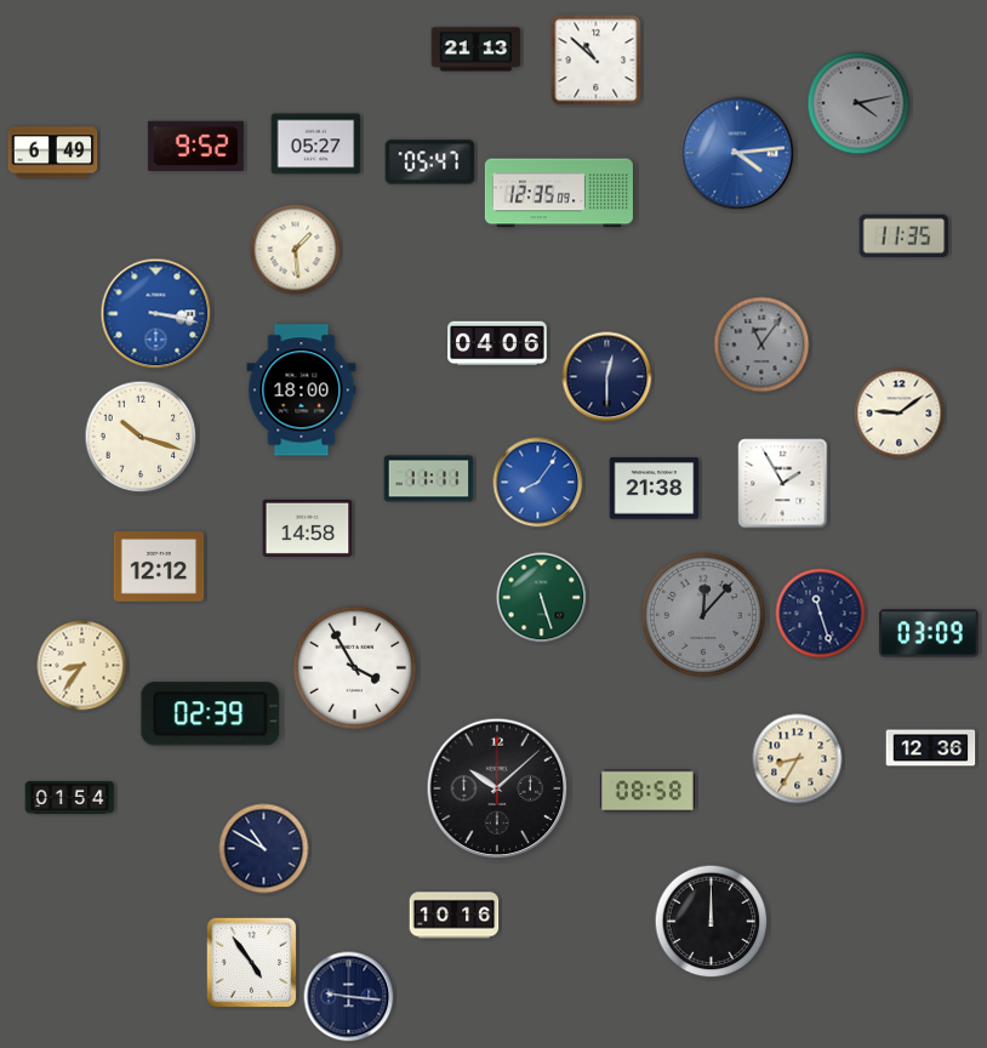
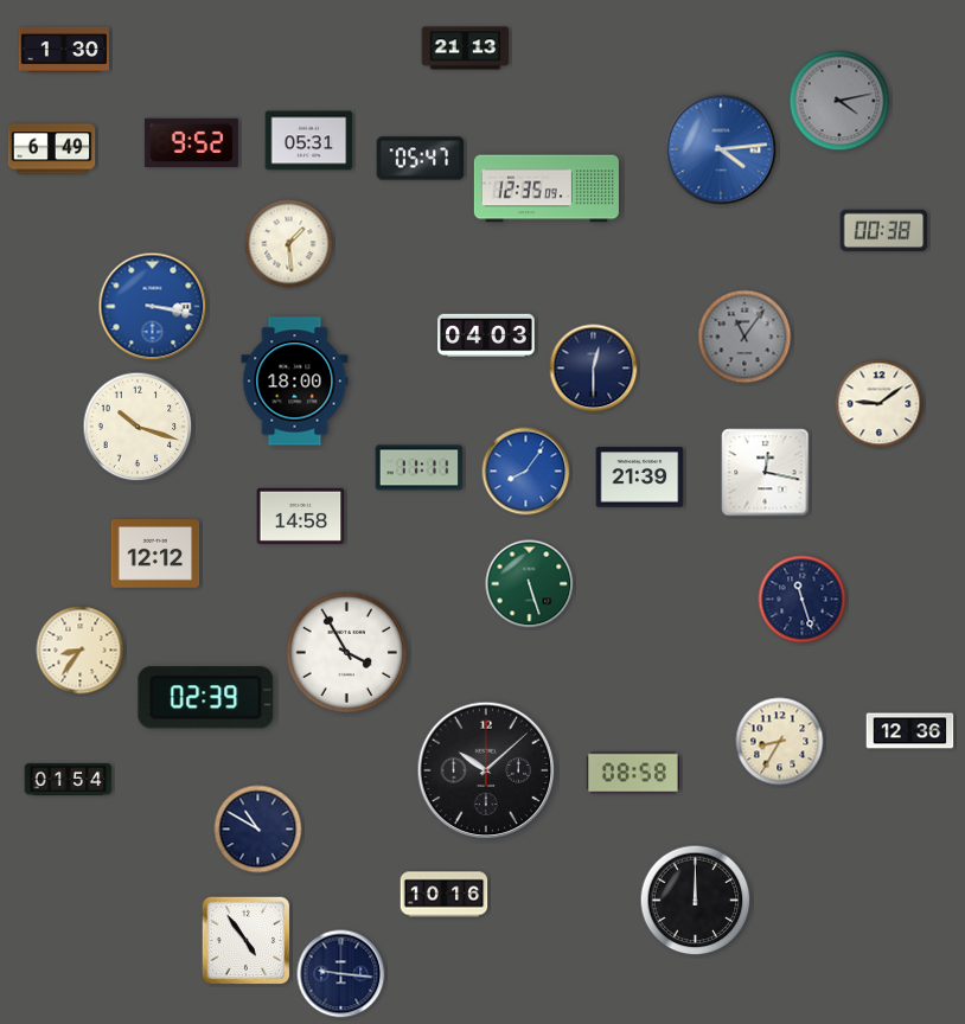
clock at (63, 50): none -> 1:30
clock at (597, 61): 10:52 -> none
clock at (316, 144): 05:27 -> 05:31
clock at (905, 235): 11:35 -> 00:38
clock at (497, 343): 04:06 -> 04:03
clock at (783, 484): 1:55 -> 12:17
clock at (655, 489): 21:38 -> 21:39
clock at (702, 614): 12:07 -> none
clock at (929, 633): 03:09 -> none
